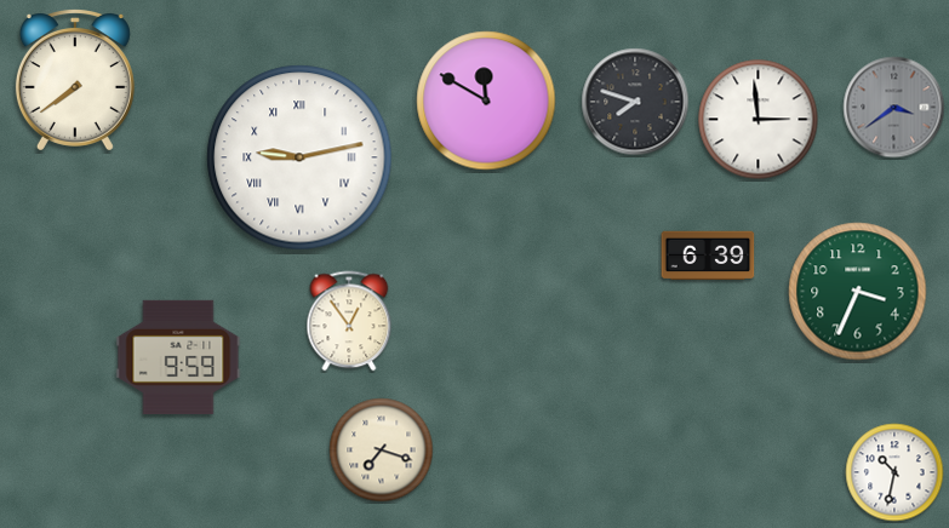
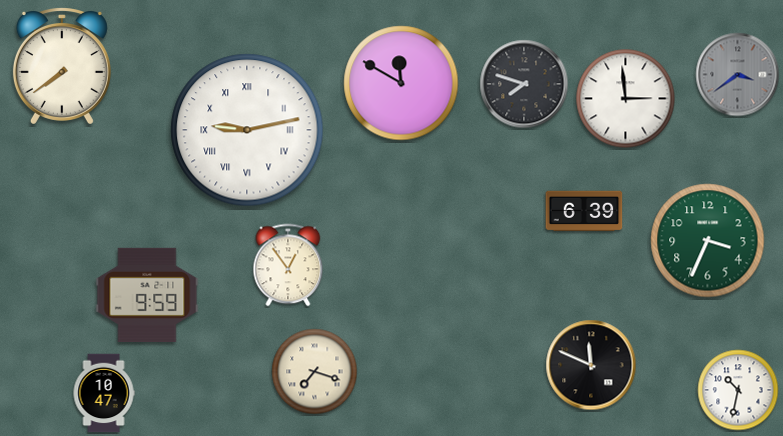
clock at (894, 108) position: (894, 108) -> (738, 75)
clock at (591, 365): none -> 11:49
clock at (104, 393): none -> 10:47
